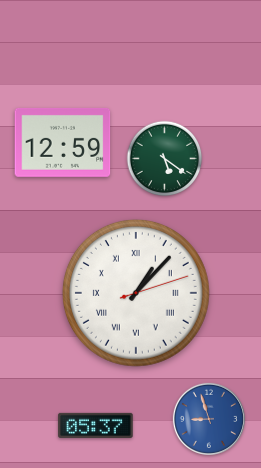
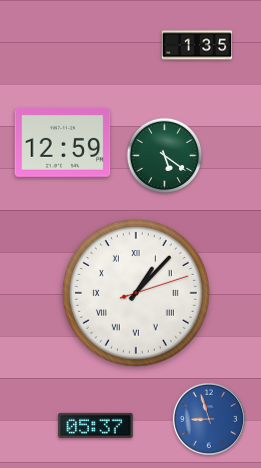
clock at (197, 45): none -> 1:35
clock at (165, 159) position: (165, 159) -> (165, 156)
